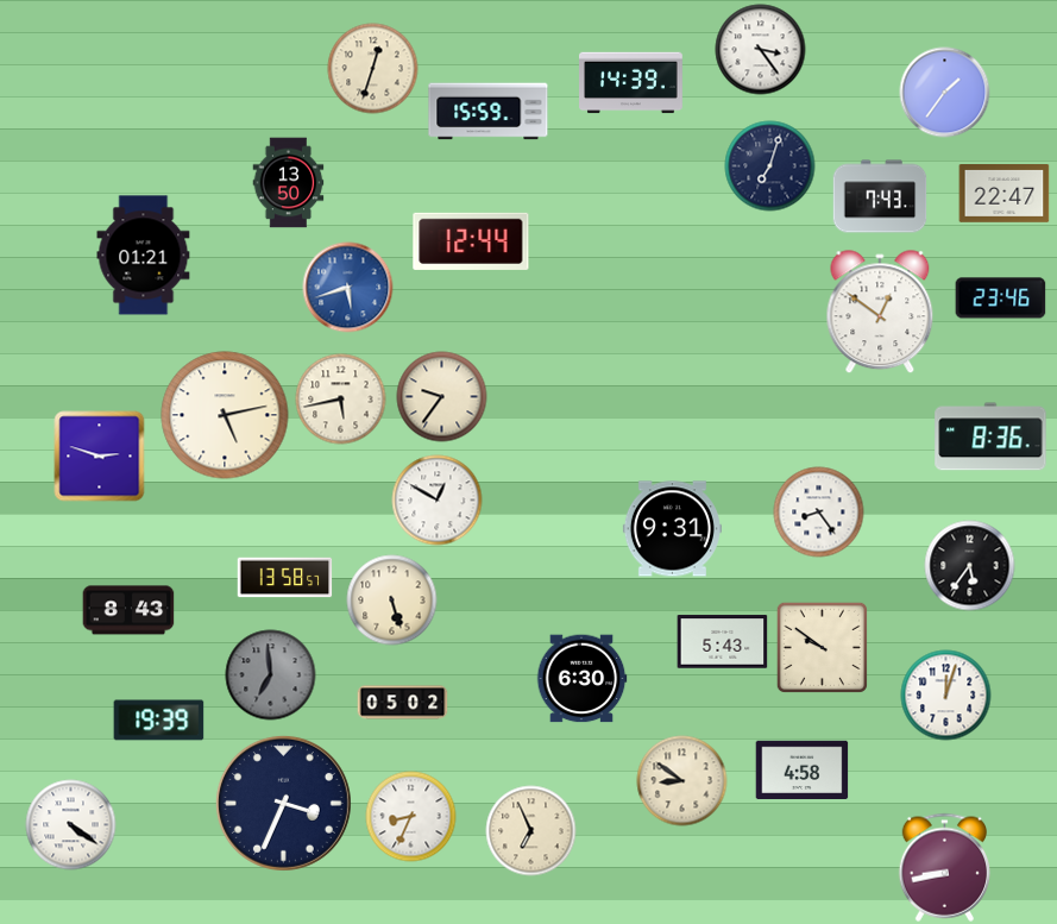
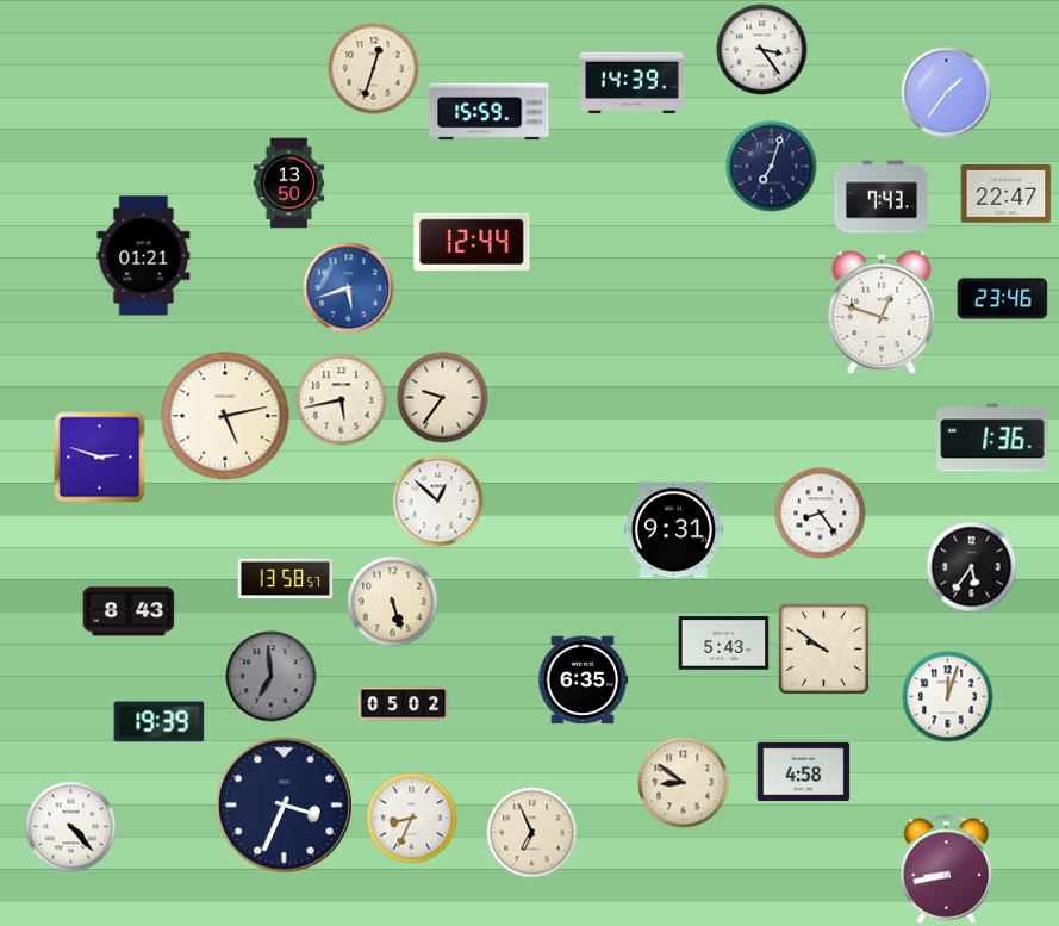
clock at (880, 313): 12:51 -> 12:48
clock at (990, 436): 8:36 -> 1:36
clock at (438, 501): 12:50 -> 12:52
clock at (581, 679): 6:30 -> 6:35
clock at (71, 825): 4:21 -> 4:23
